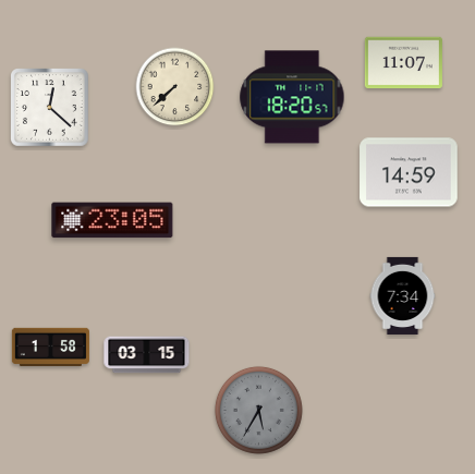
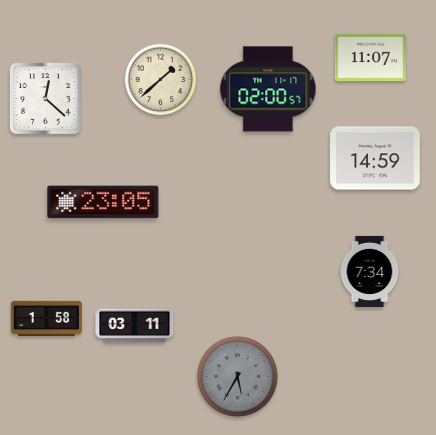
clock at (175, 87): 7:38 -> 1:38
clock at (292, 97): 18:20 -> 02:00
clock at (147, 355): 03:15 -> 03:11
